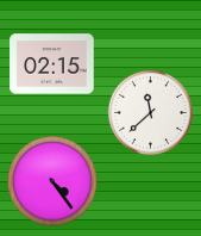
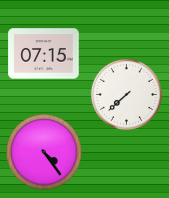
clock at (52, 64): 02:15 -> 07:15
clock at (150, 112): 11:38 -> 7:38
